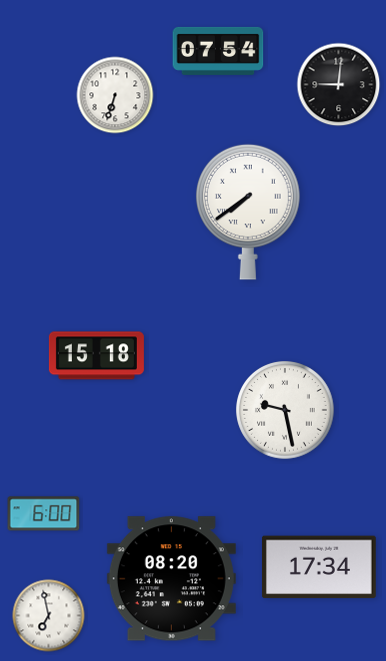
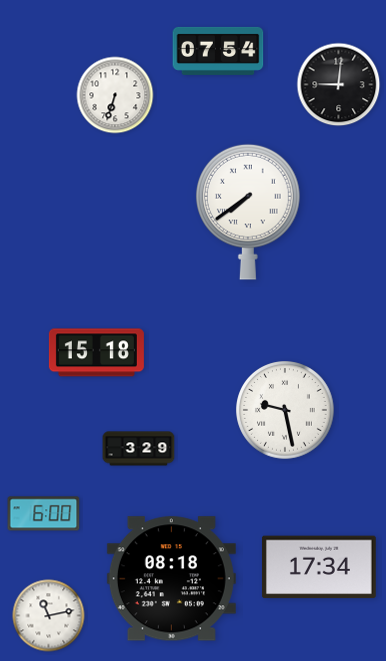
clock at (96, 356) position: (96, 356) -> (96, 353)
clock at (139, 449): none -> 3:29
clock at (171, 579): 08:20 -> 08:18
clock at (49, 616): 6:58 -> 11:13
